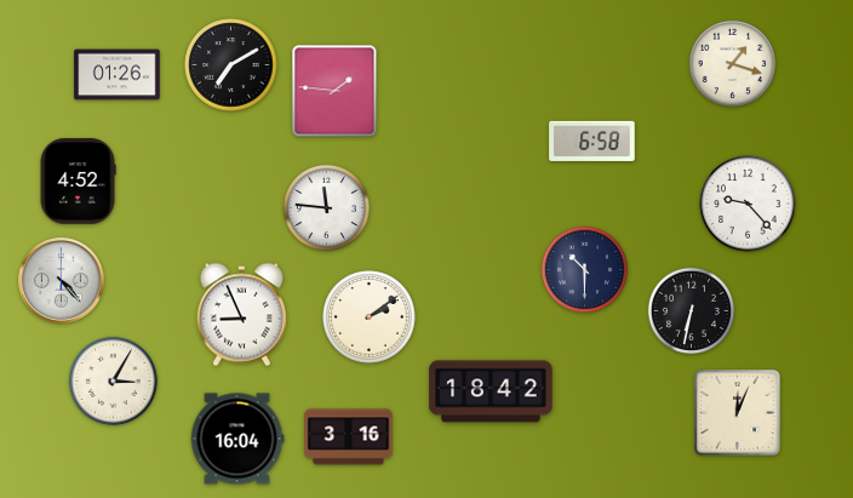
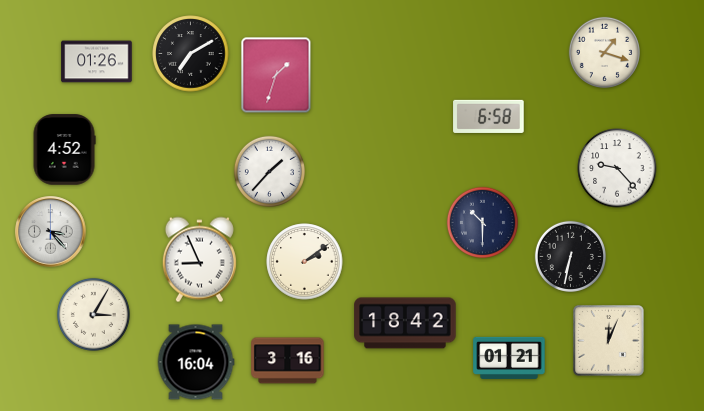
clock at (334, 91): 1:46 -> 1:33
clock at (326, 207): 11:46 -> 1:37
clock at (62, 281): 4:23 -> 3:23
clock at (509, 357): none -> 01:21
